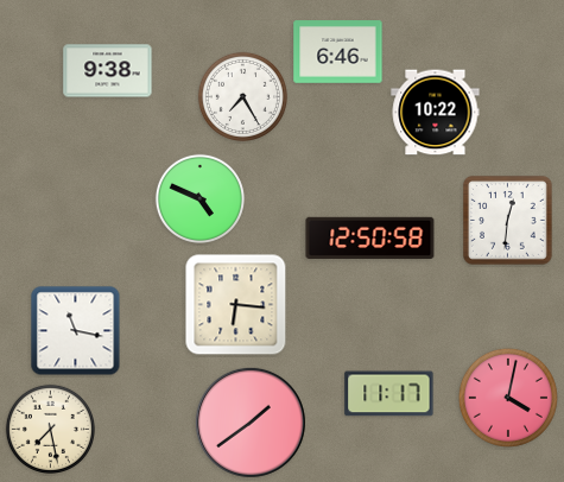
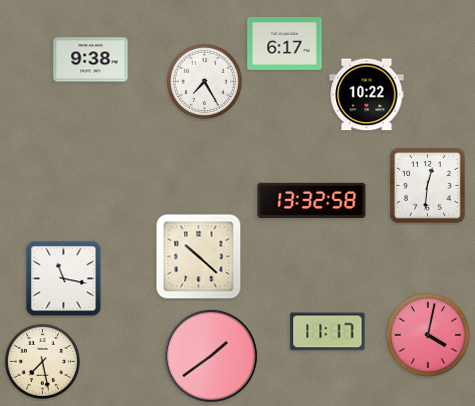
clock at (338, 52): 6:46 -> 6:17
clock at (199, 198): 4:49 -> none
clock at (370, 237): 12:50 -> 13:32
clock at (236, 305): 6:16 -> 10:22
